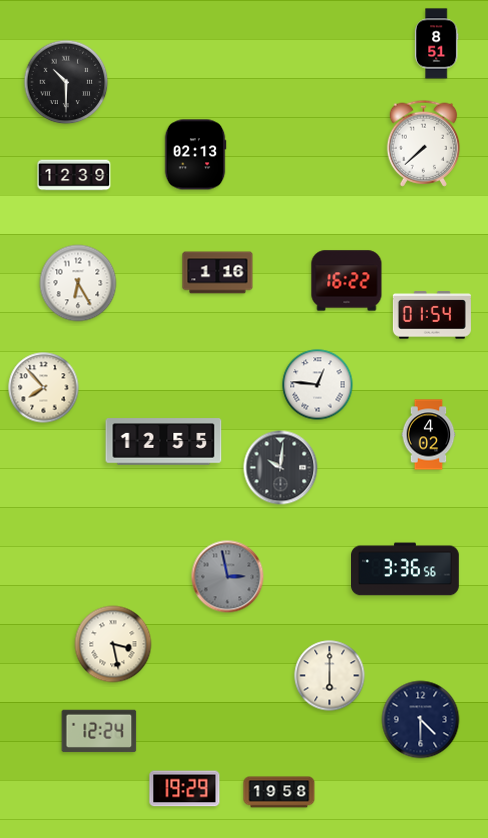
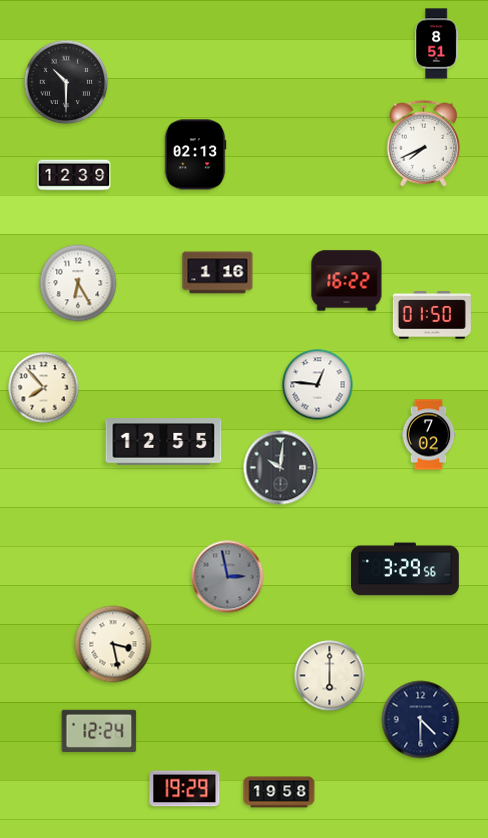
clock at (424, 143): 7:38 -> 7:41
clock at (432, 315): 01:54 -> 01:50
clock at (429, 435): 4:02 -> 7:02
clock at (406, 569): 3:36 -> 3:29
